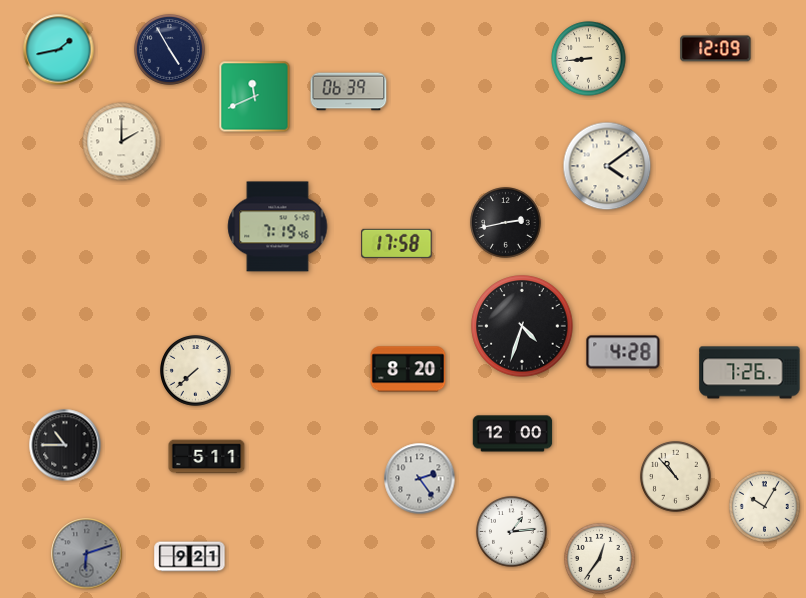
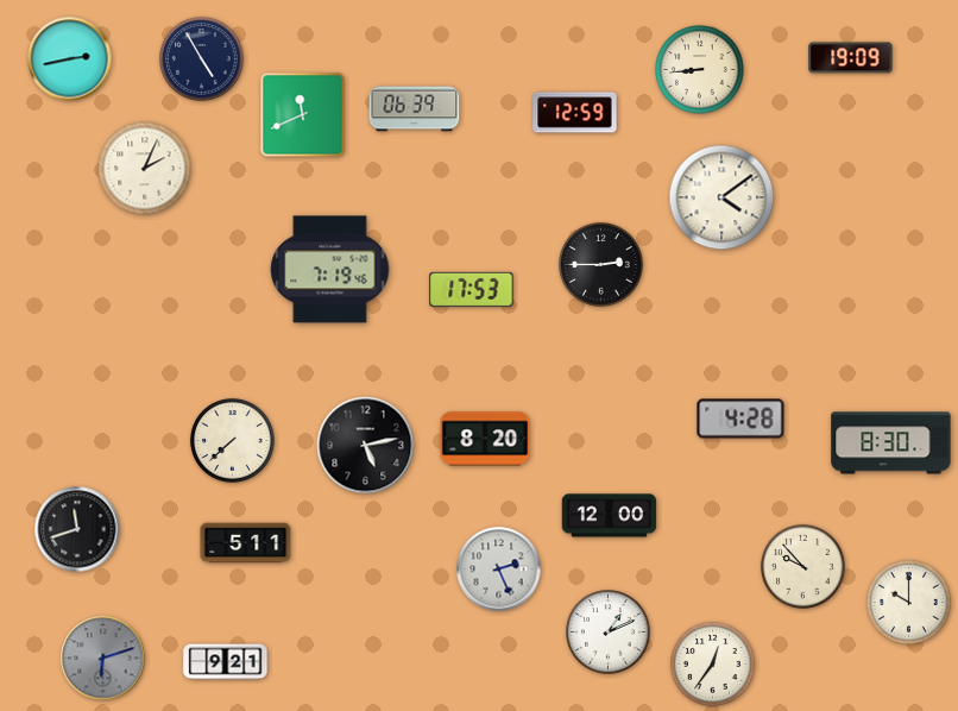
clock at (716, 49): 12:09 -> 19:09
clock at (59, 50): 1:43 -> 2:43
clock at (575, 113): none -> 12:59
clock at (122, 142): 2:00 -> 2:04
clock at (506, 223): 2:43 -> 2:45
clock at (397, 243): 17:58 -> 17:53
clock at (522, 326): 4:33 -> none
clock at (750, 373): 7:26 -> 8:30
clock at (366, 446): none -> 5:13
clock at (65, 445): 10:45 -> 11:42
clock at (676, 477): 10:53 -> 9:53
clock at (420, 479): 2:24 -> 2:26
clock at (765, 507): 10:05 -> 10:00
clock at (512, 532): 1:14 -> 1:11
